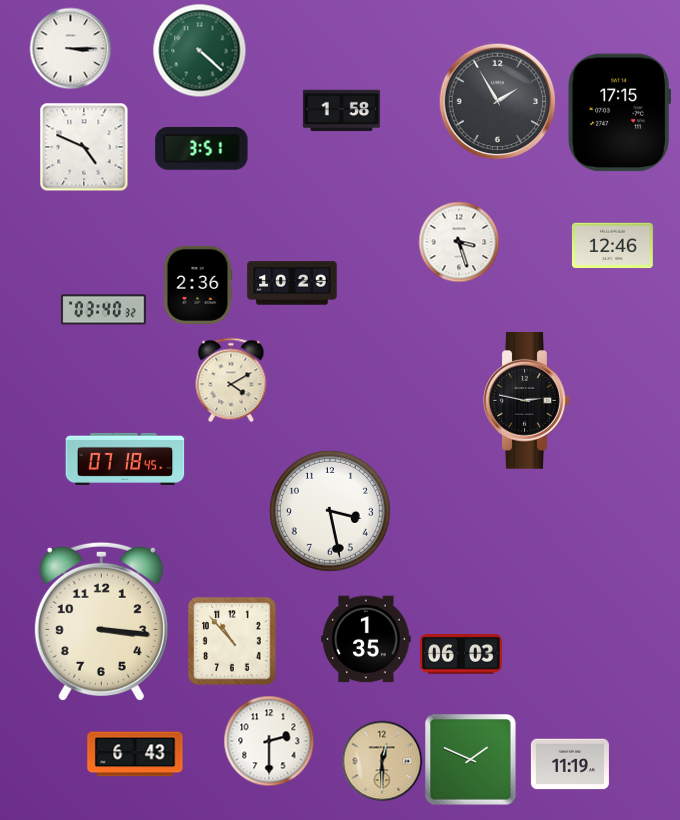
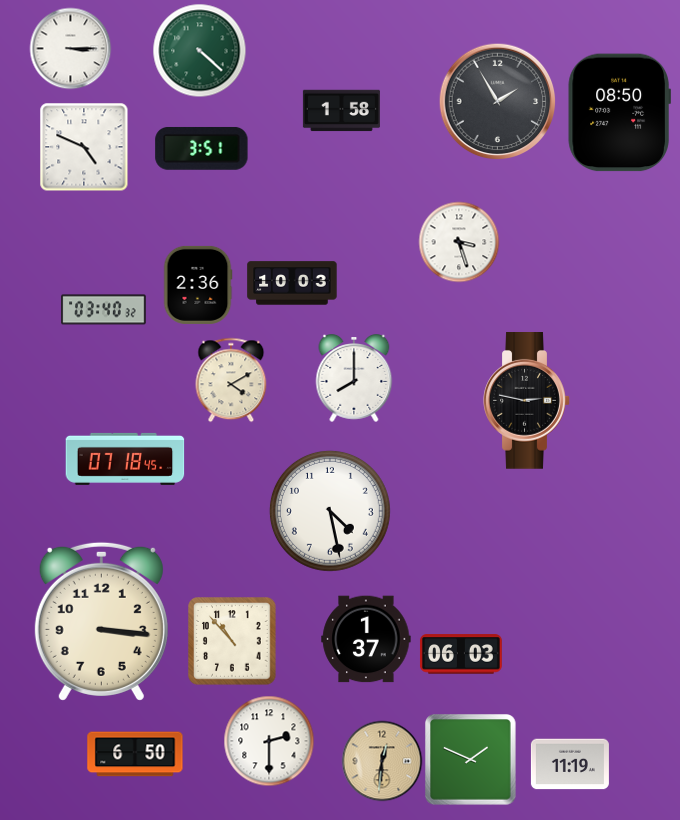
clock at (619, 113): 17:15 -> 08:50
clock at (612, 246): 12:46 -> none
clock at (292, 283): 10:29 -> 10:03
clock at (354, 379): none -> 8:00
clock at (330, 511): 3:28 -> 4:28
clock at (366, 639): 1:35 -> 1:37
clock at (135, 754): 6:43 -> 6:50
clock at (382, 761): 12:30 -> 12:31
